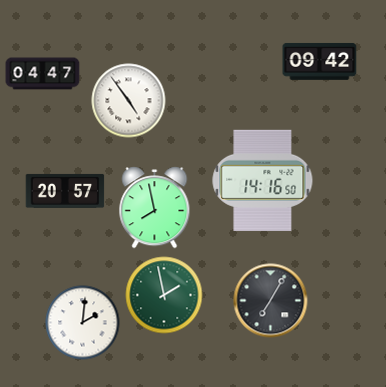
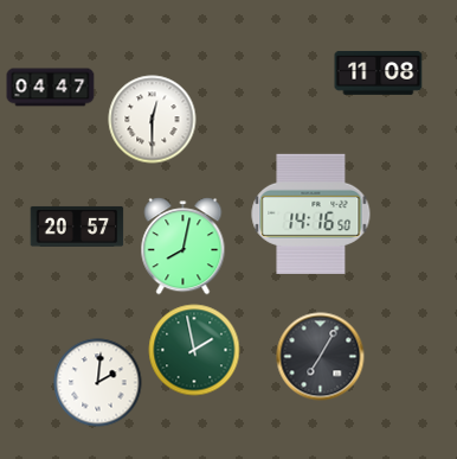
clock at (320, 61): 09:42 -> 11:08
clock at (129, 101): 4:54 -> 12:30
clock at (155, 208): 7:58 -> 8:02
